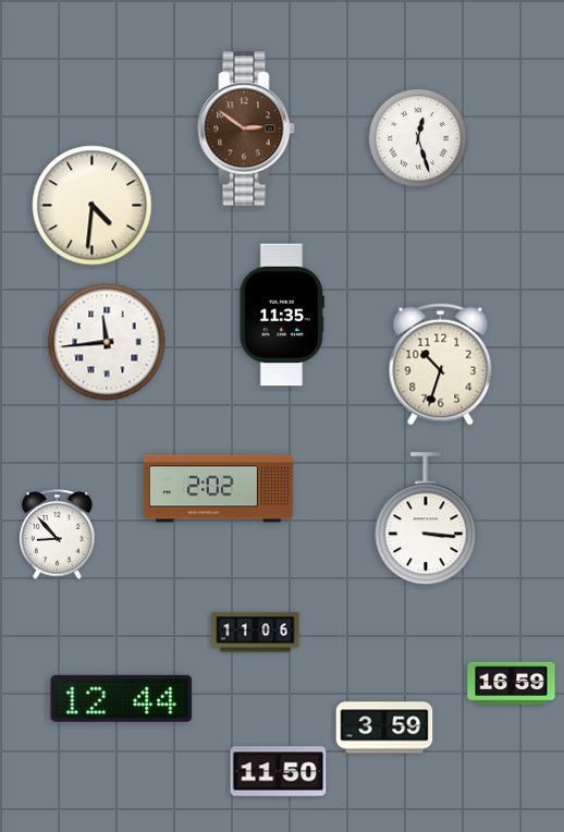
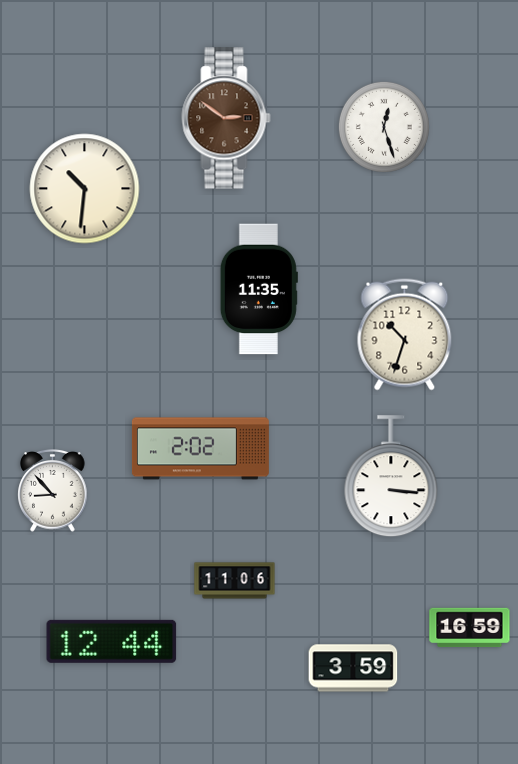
clock at (93, 206): 4:31 -> 10:31
clock at (107, 342): 11:44 -> none
clock at (279, 772): 11:50 -> none
